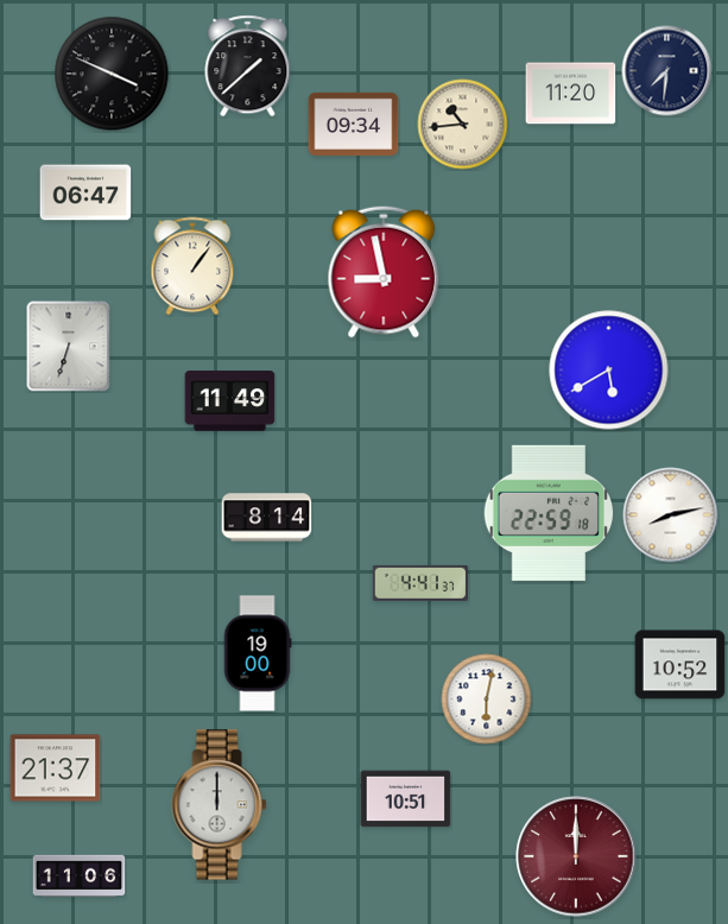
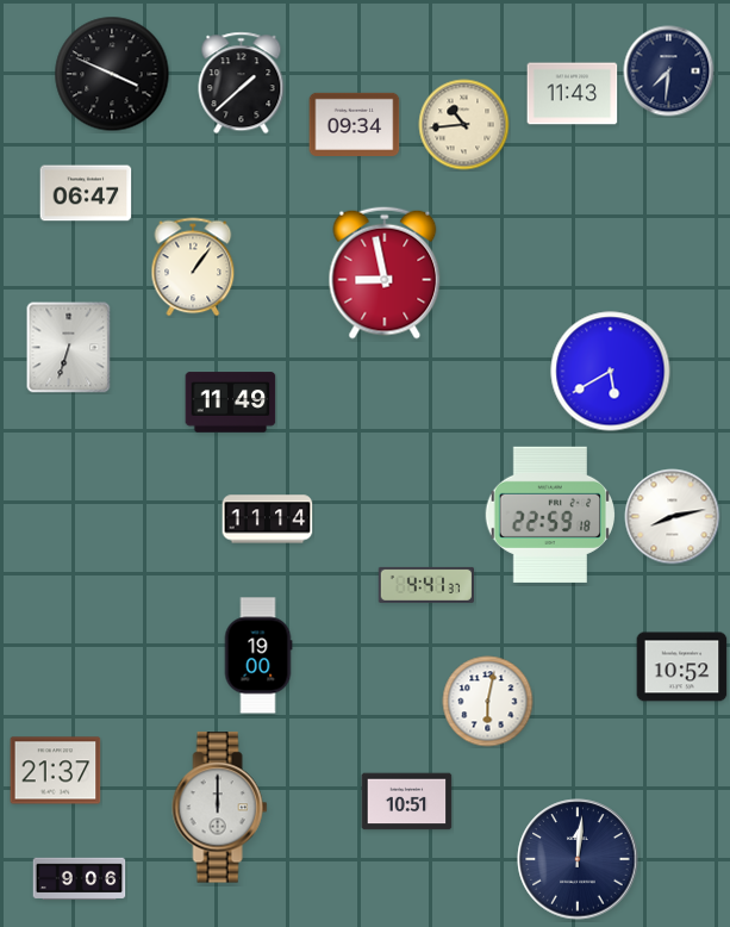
clock at (248, 67) position: (248, 67) -> (242, 83)
clock at (571, 94): 11:20 -> 11:43
clock at (267, 518): 8:14 -> 11:14
clock at (419, 583) position: (419, 583) -> (425, 585)
clock at (576, 856): 12:00 -> 12:01
clock at (576, 856) dial: burgundy -> navy
clock at (80, 876): 11:06 -> 9:06
